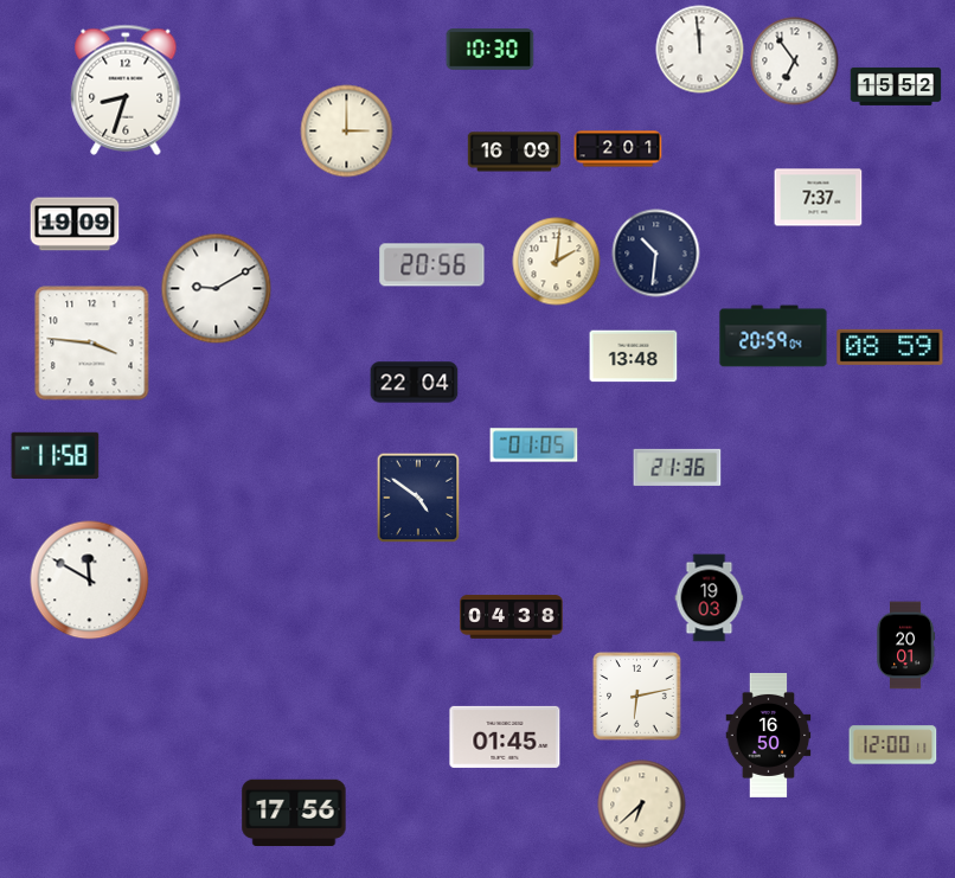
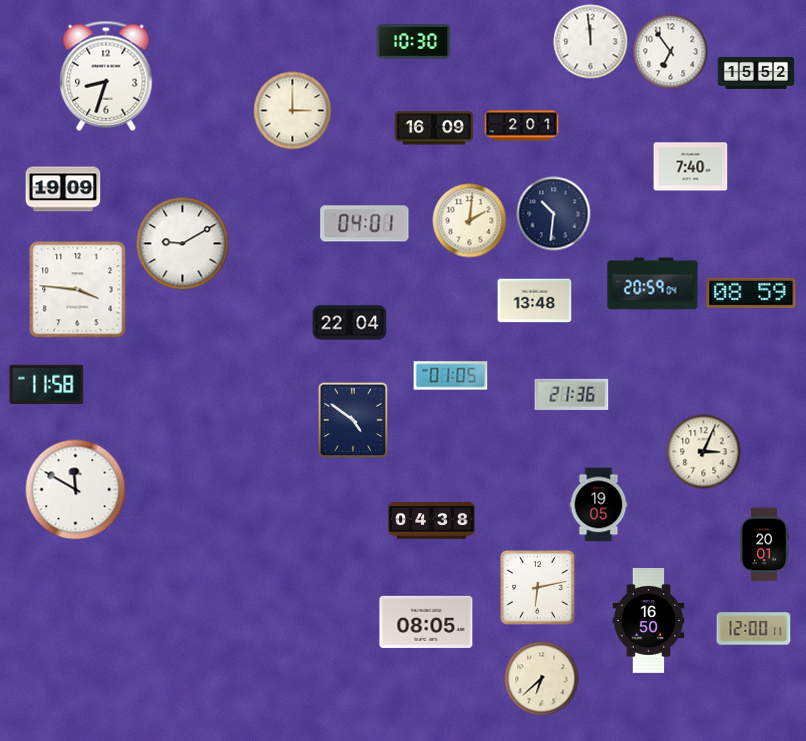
clock at (819, 198): 7:37 -> 7:40
clock at (432, 265): 20:56 -> 04:01
clock at (704, 452): none -> 3:04
clock at (710, 598): 19:03 -> 19:05
clock at (505, 737): 01:45 -> 08:05
clock at (294, 813): 17:56 -> none
